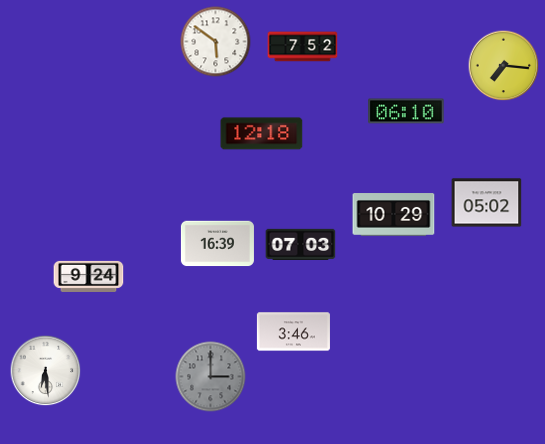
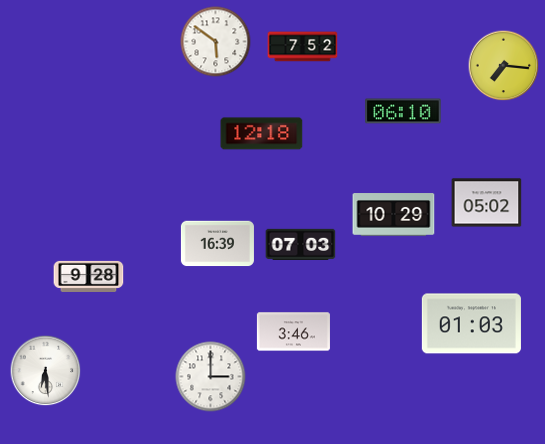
clock at (406, 111) position: (406, 111) -> (403, 111)
clock at (89, 276): 9:24 -> 9:28
clock at (471, 324): none -> 01:03
clock at (211, 377) dial: grey -> white
